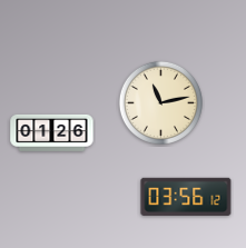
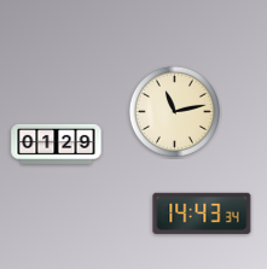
clock at (52, 132): 01:26 -> 01:29
clock at (186, 197): 03:56 -> 14:43
